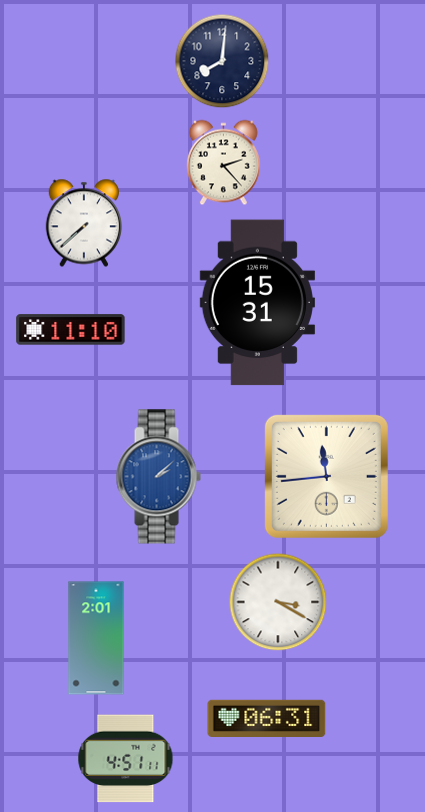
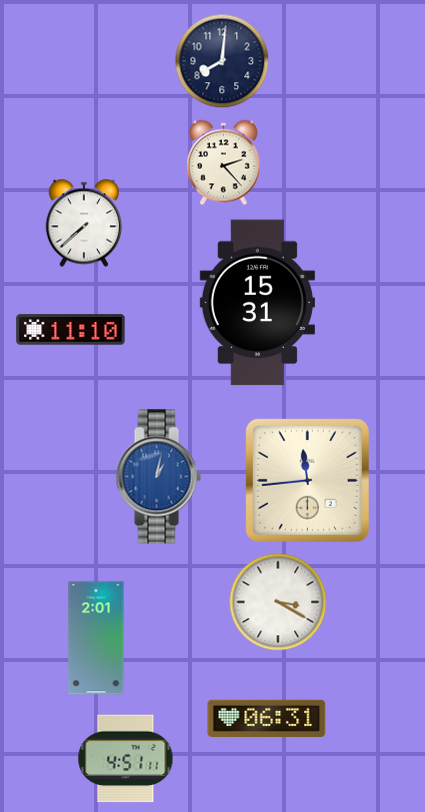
clock at (326, 476) position: (326, 476) -> (307, 480)
clock at (158, 477): 2:08 -> 1:02
